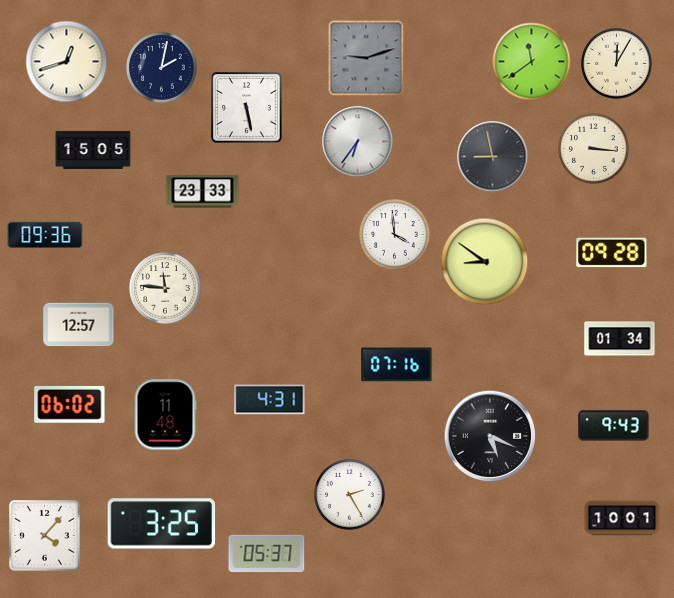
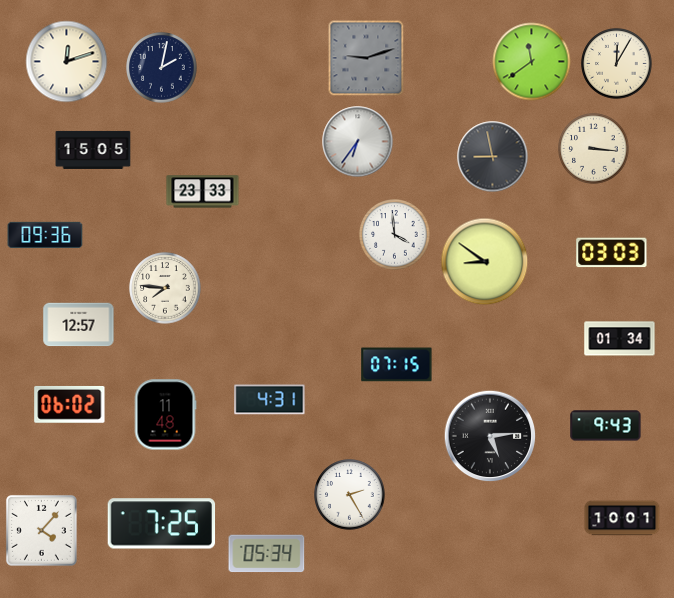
clock at (67, 62): 12:42 -> 12:12
clock at (246, 107): 5:28 -> none
clock at (612, 253): 09:28 -> 03:03
clock at (165, 288): 11:46 -> 7:46
clock at (397, 365): 07:16 -> 07:15
clock at (614, 426) position: (614, 426) -> (606, 426)
clock at (490, 436): 5:19 -> 5:14
clock at (162, 524): 3:25 -> 7:25
clock at (44, 535) position: (44, 535) -> (41, 530)
clock at (267, 554): 05:37 -> 05:34
